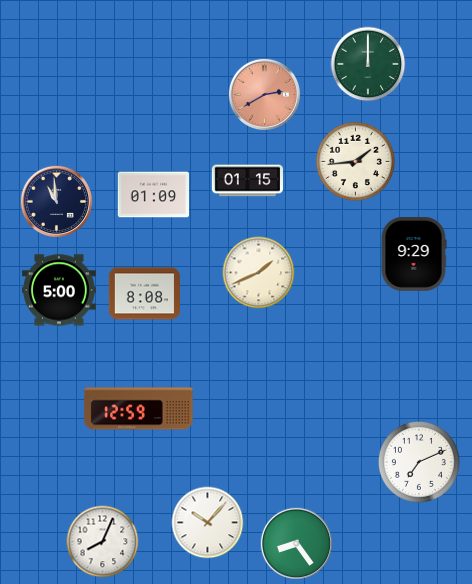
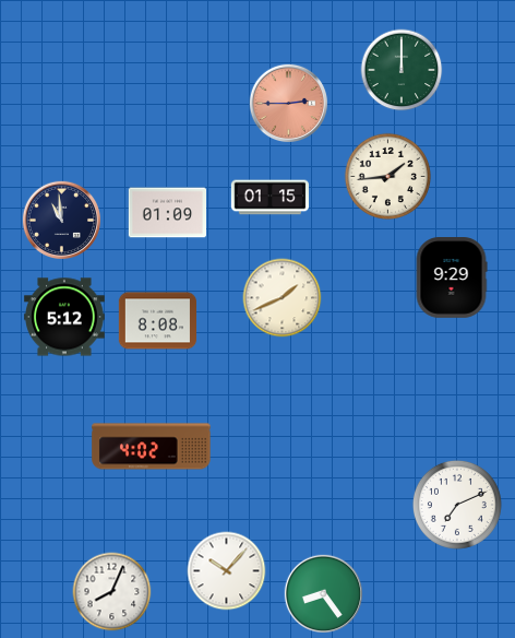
clock at (264, 94): 2:40 -> 2:45
clock at (60, 290): 5:00 -> 5:12
clock at (139, 409): 12:59 -> 4:02
